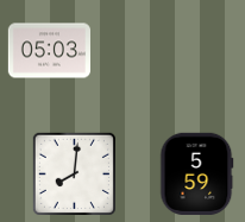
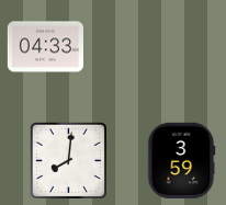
clock at (49, 51): 05:03 -> 04:33
clock at (197, 173): 5:59 -> 3:59
